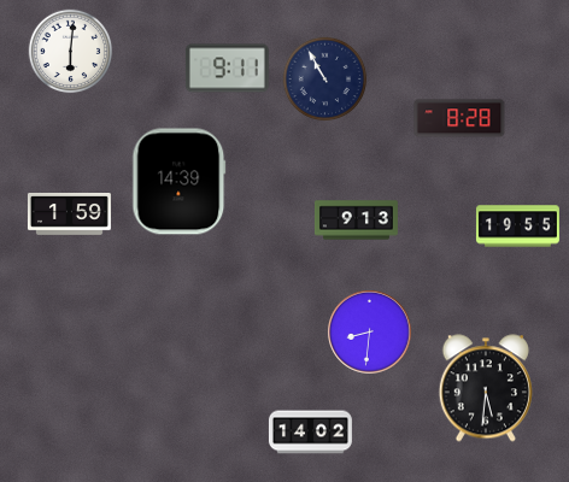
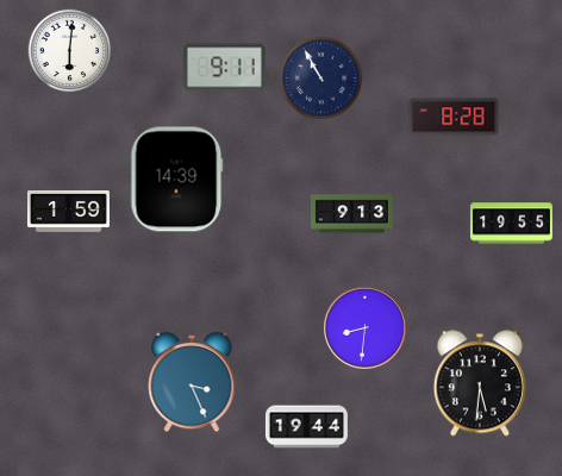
clock at (356, 221) position: (356, 221) -> (351, 214)
clock at (192, 382): none -> 3:26
clock at (310, 433): 14:02 -> 19:44
